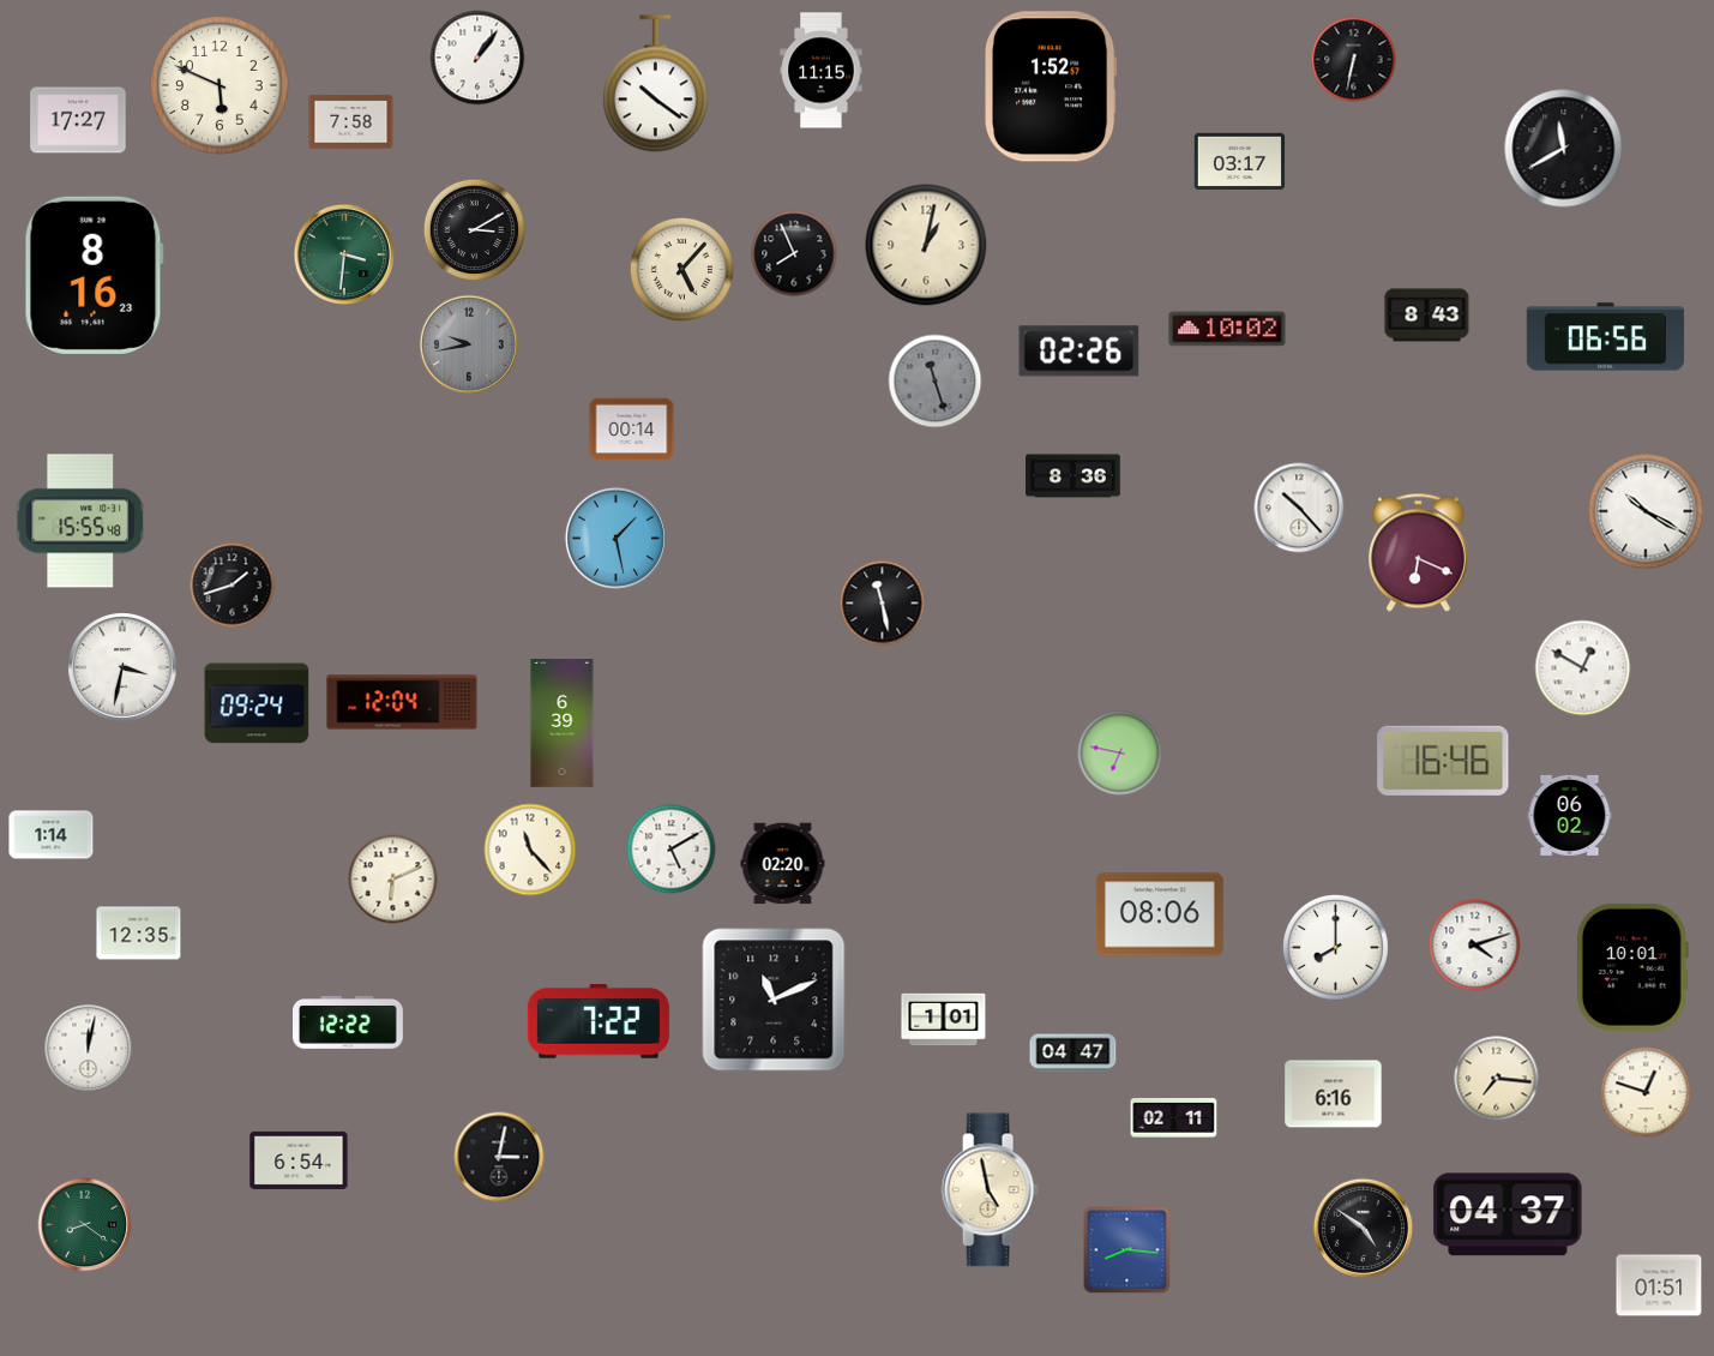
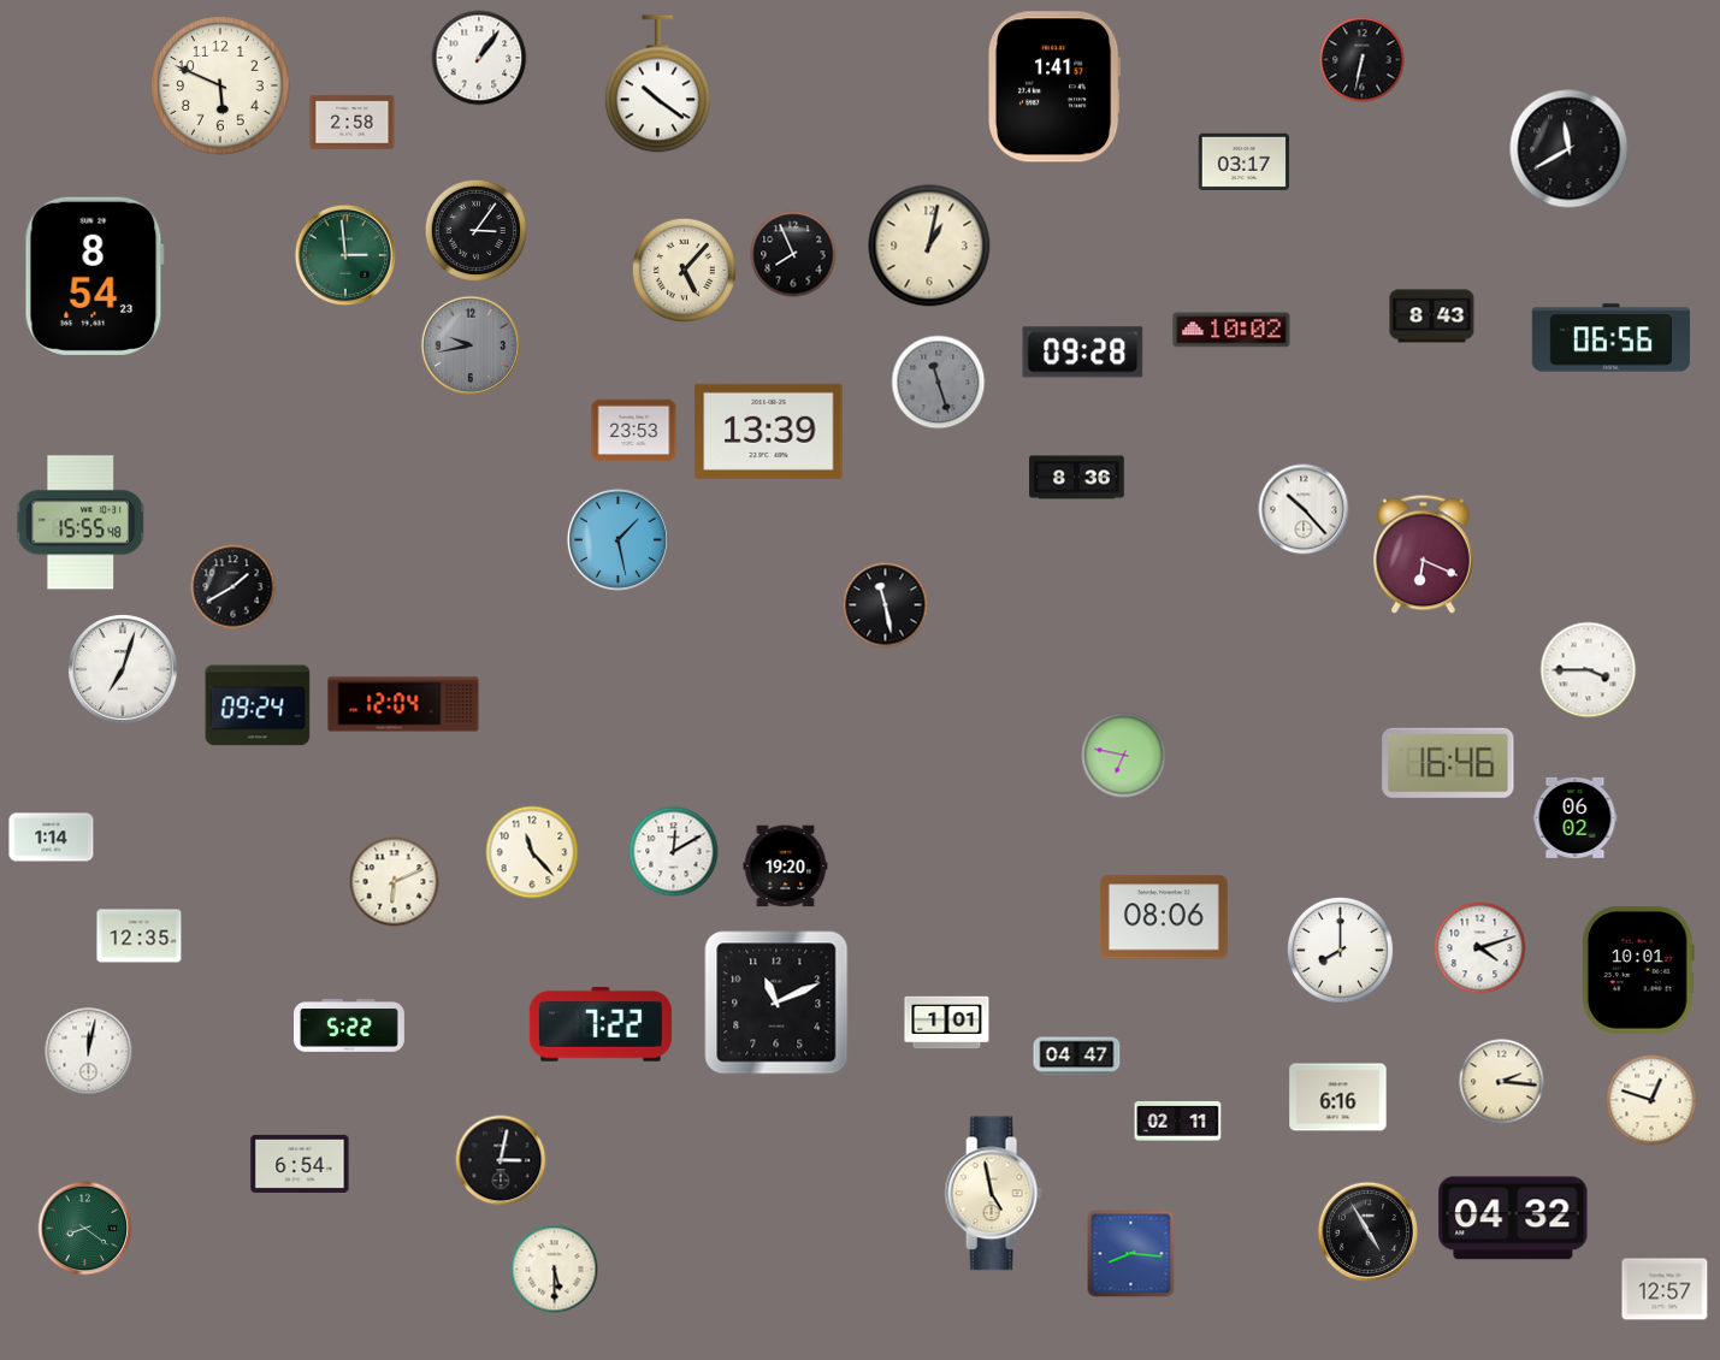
clock at (1354, 60) position: (1354, 60) -> (1363, 60)
clock at (822, 71): 11:15 -> none
clock at (1052, 86): 1:52 -> 1:41
clock at (78, 120): 17:27 -> none
clock at (351, 122): 7:58 -> 2:58
clock at (474, 229): 3:10 -> 3:06
clock at (794, 253) position: (794, 253) -> (793, 254)
clock at (344, 254): 3:31 -> 2:59
clock at (94, 275): 8:16 -> 8:54
clock at (1079, 352): 02:26 -> 09:28
clock at (632, 430): 00:14 -> 23:53
clock at (769, 431): none -> 13:39
clock at (1646, 511): 10:20 -> none
clock at (233, 586): 1:42 -> 1:40
clock at (122, 667): 3:32 -> 7:03
clock at (1583, 668): 12:50 -> 3:45
clock at (563, 724): 6:39 -> none
clock at (672, 850): 5:10 -> 12:10
clock at (783, 864): 02:20 -> 19:20
clock at (349, 1022): 12:22 -> 5:22
clock at (1497, 1079): 7:16 -> 2:16
clock at (1646, 1092) position: (1646, 1092) -> (1651, 1100)
clock at (1508, 1214): 04:37 -> 04:32
clock at (1363, 1228): 4:51 -> 4:55
clock at (555, 1270): none -> 5:30
clock at (1659, 1285): 01:51 -> 12:57
